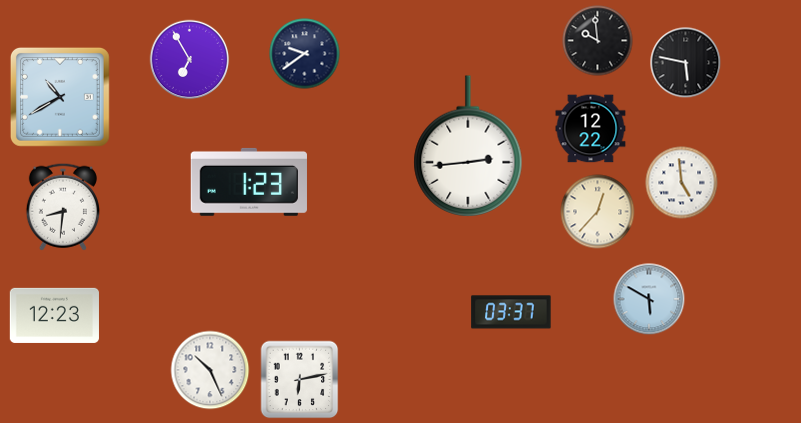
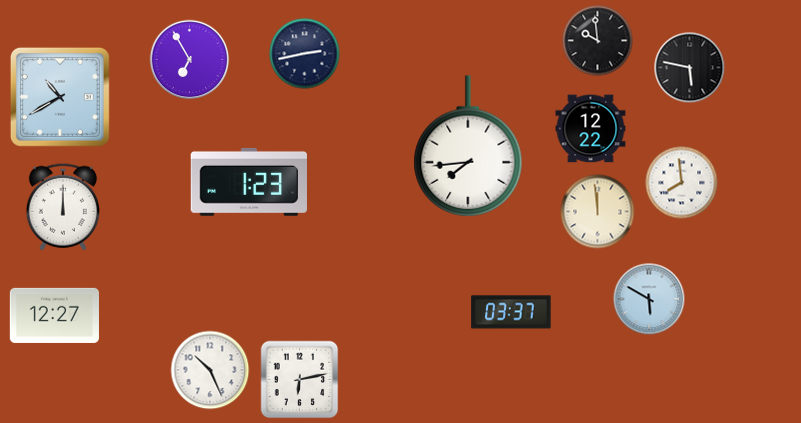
clock at (305, 54): 9:39 -> 2:43
clock at (686, 63) position: (686, 63) -> (690, 68)
clock at (468, 146): 2:44 -> 7:44
clock at (682, 183): 4:59 -> 7:59
clock at (63, 207): 8:31 -> 12:00
clock at (598, 212): 12:37 -> 11:59
clock at (54, 315): 12:23 -> 12:27
